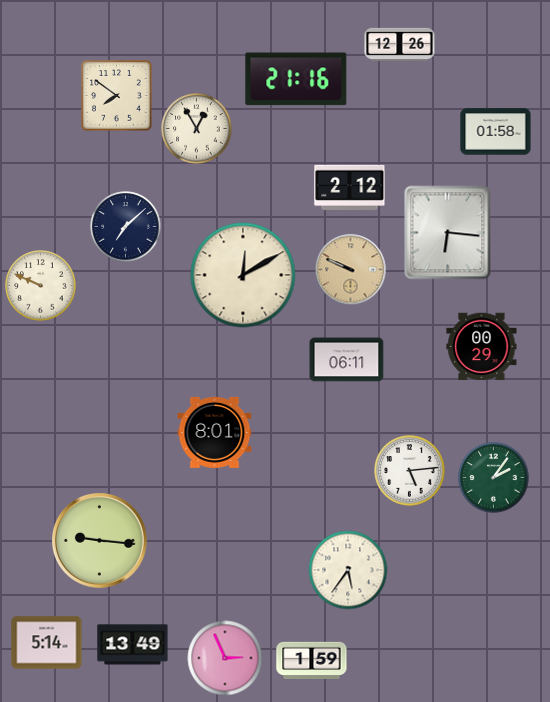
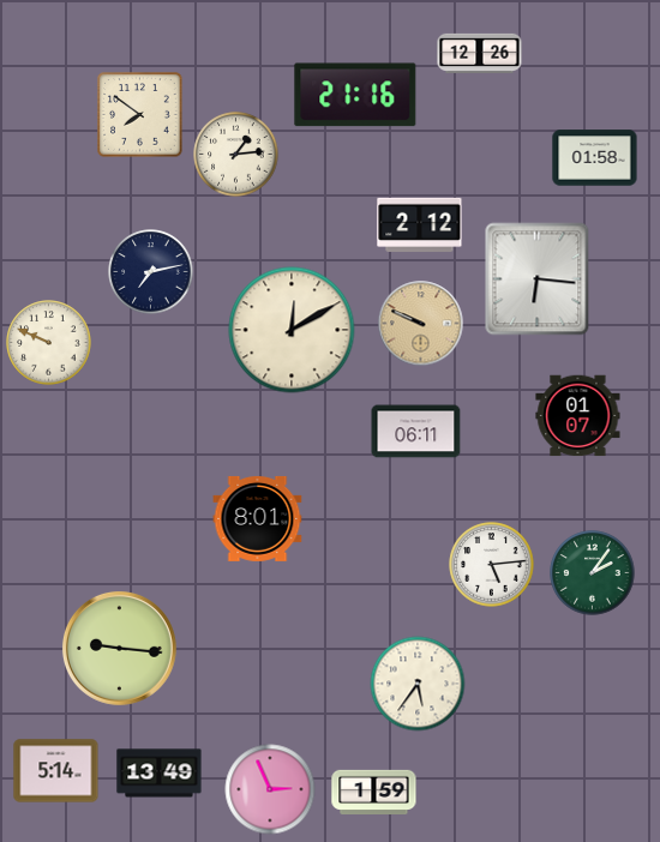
clock at (197, 129): 12:55 -> 1:14
clock at (126, 227): 7:08 -> 7:13
clock at (482, 347): 00:29 -> 01:07
